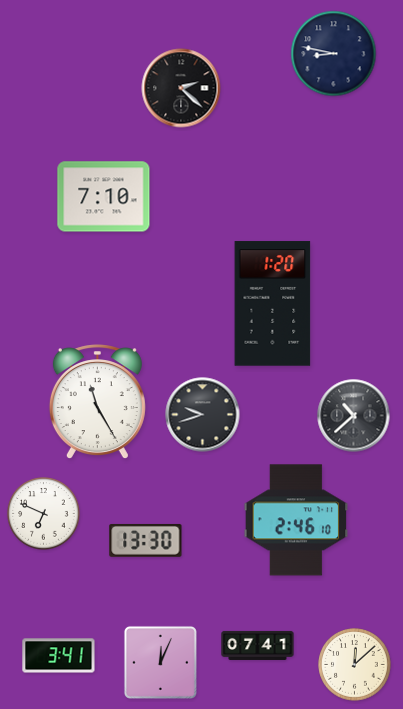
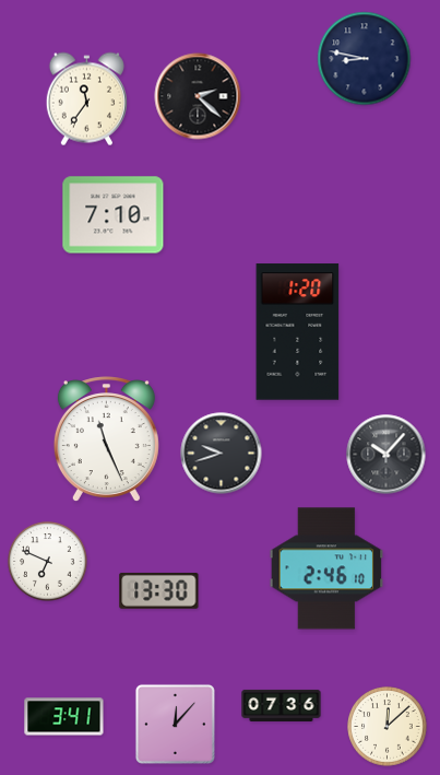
clock at (86, 99): none -> 11:36
clock at (97, 402): 11:25 -> 11:26
clock at (354, 416): 10:38 -> 10:07
clock at (296, 520) position: (296, 520) -> (326, 568)
clock at (258, 645): 07:41 -> 07:36
clock at (160, 662): 12:04 -> 12:07
